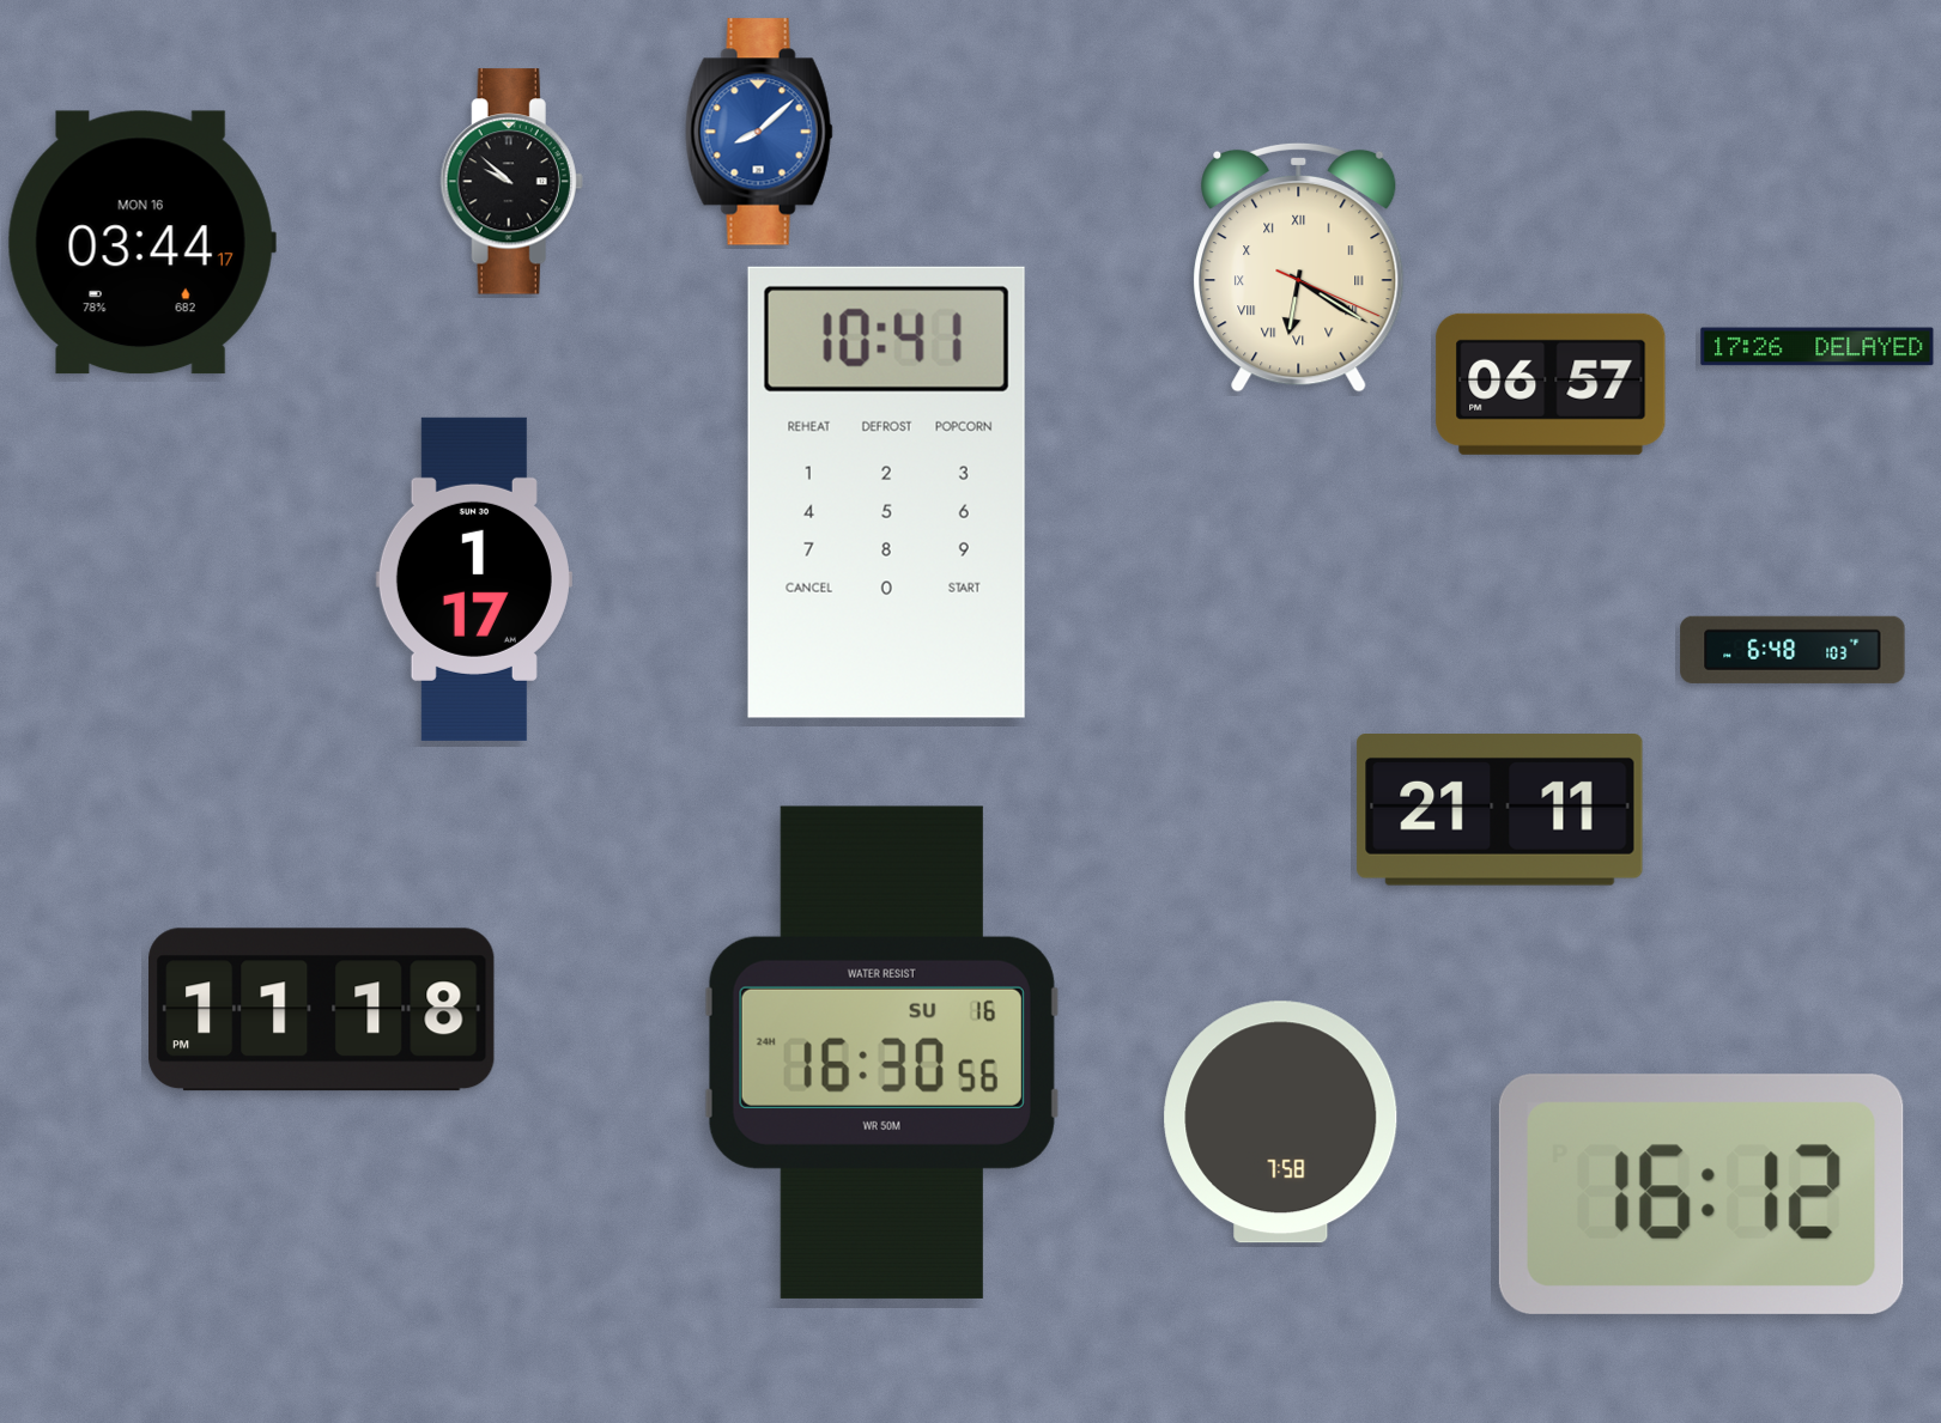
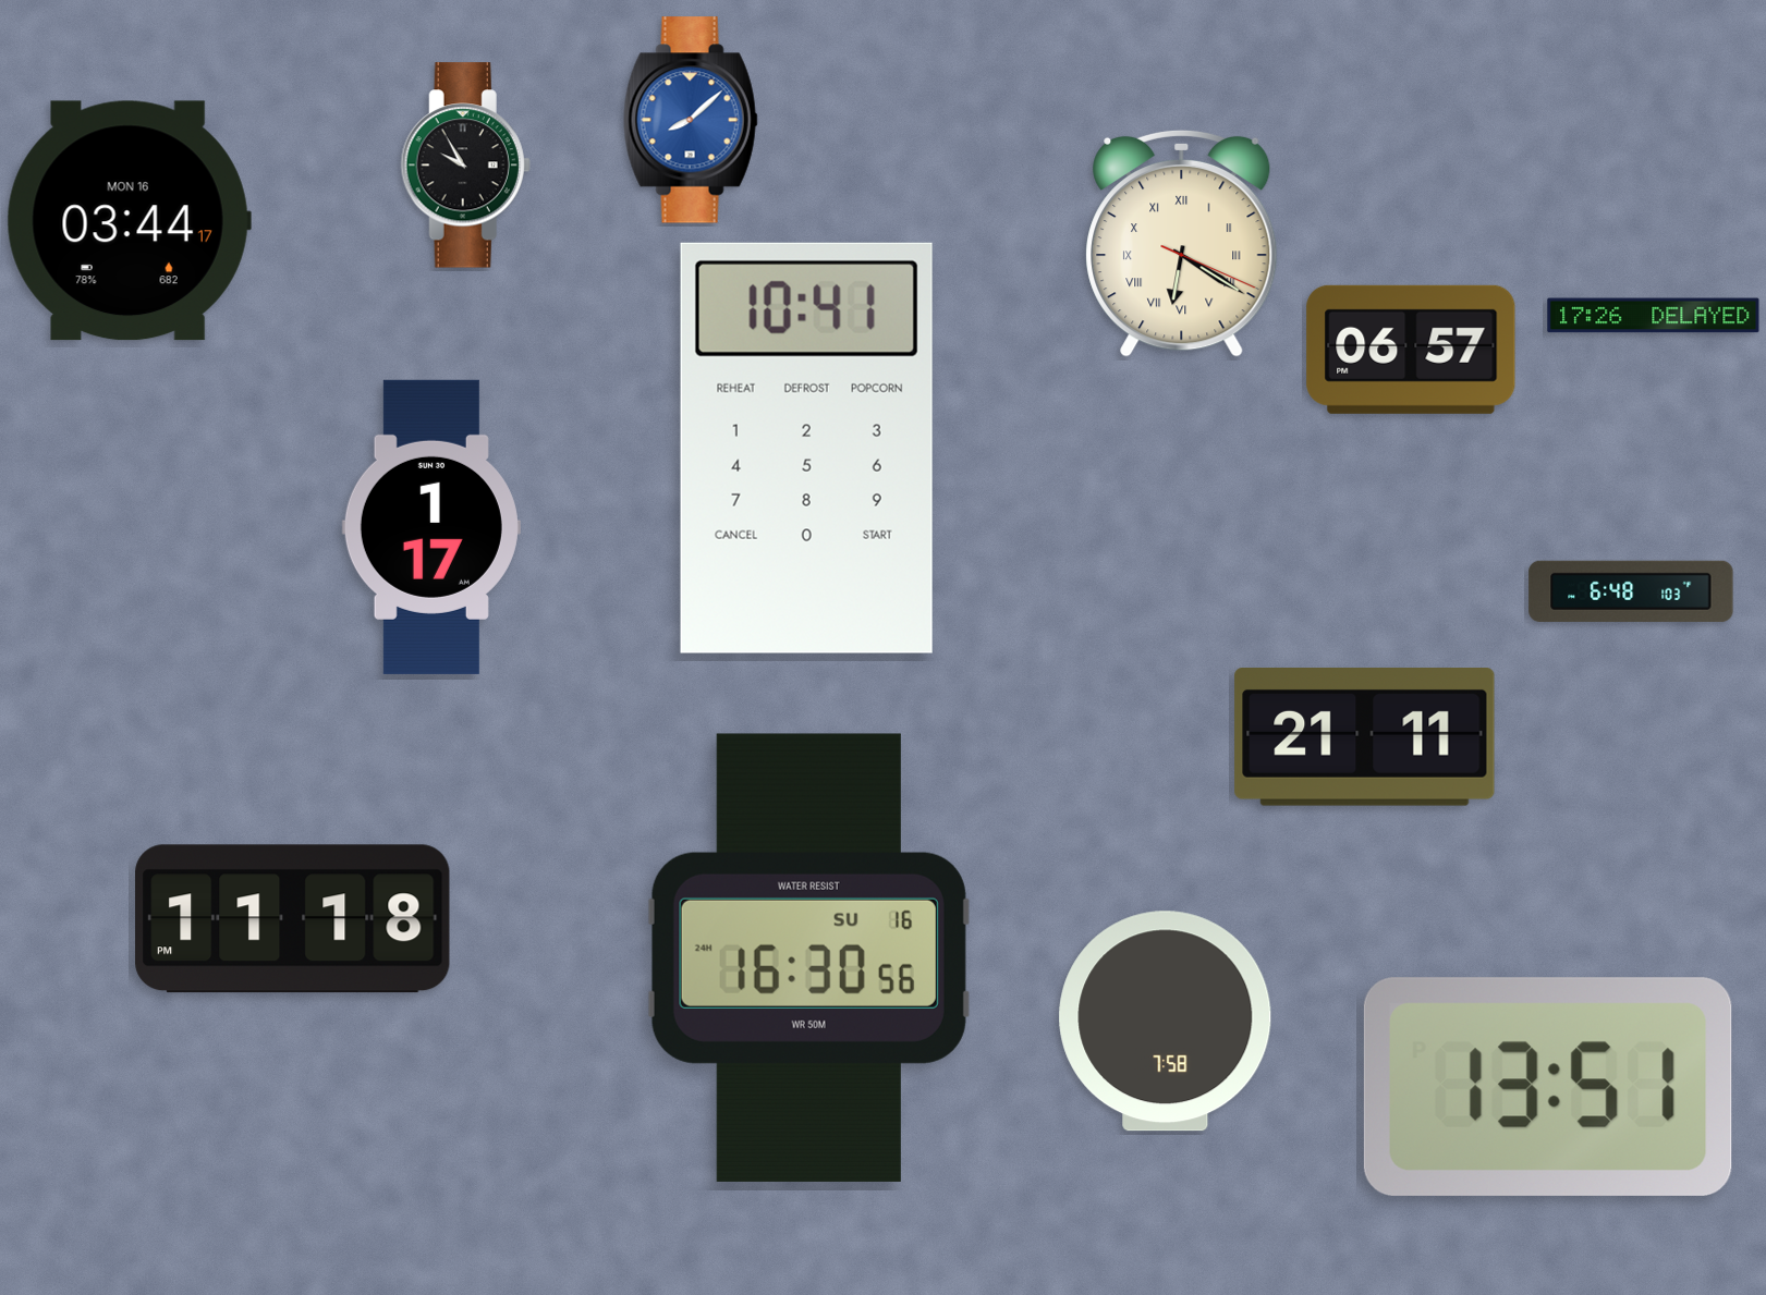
clock at (511, 182): 9:52 -> 9:55
clock at (881, 1052) position: (881, 1052) -> (808, 957)
clock at (1702, 1194): 16:12 -> 13:51
